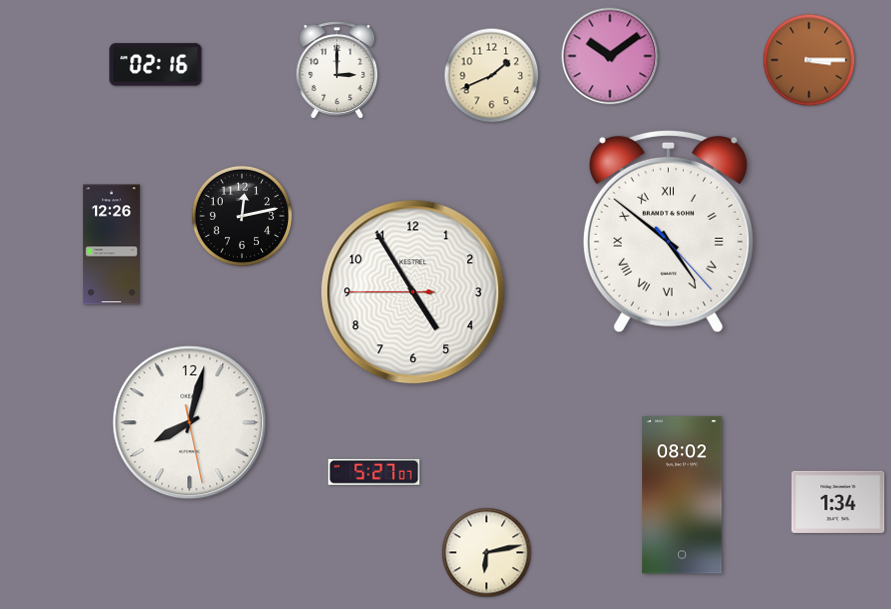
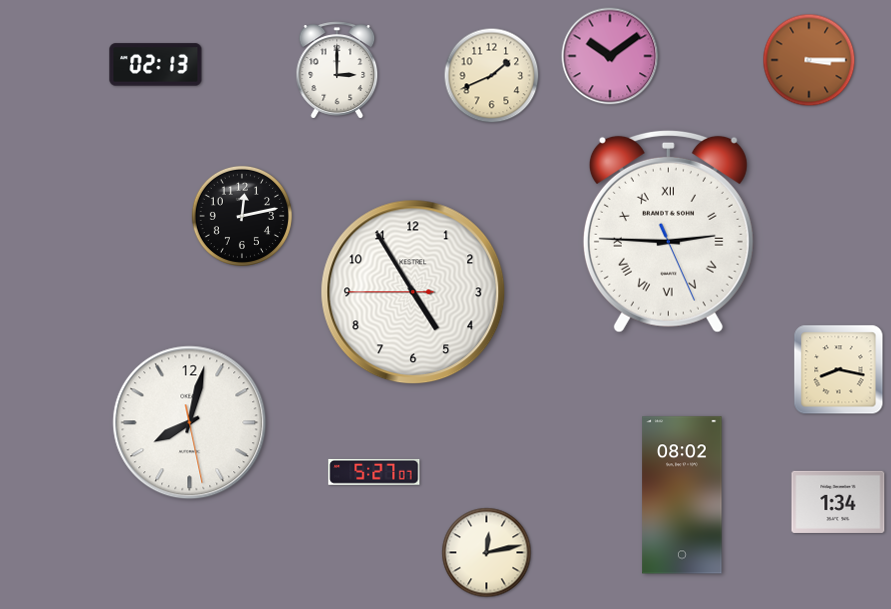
clock at (156, 65): 02:16 -> 02:13
clock at (668, 231): 4:51 -> 2:45
clock at (111, 245): 12:26 -> none
clock at (839, 370): none -> 8:17
clock at (487, 553): 6:13 -> 12:13
